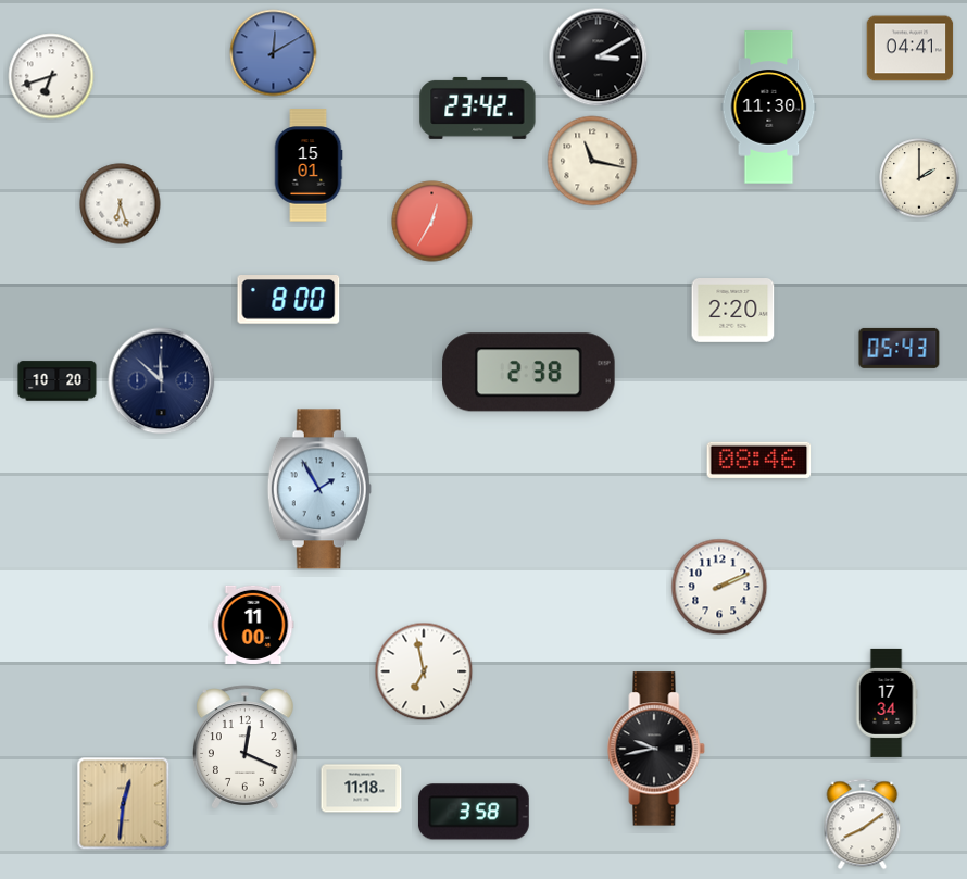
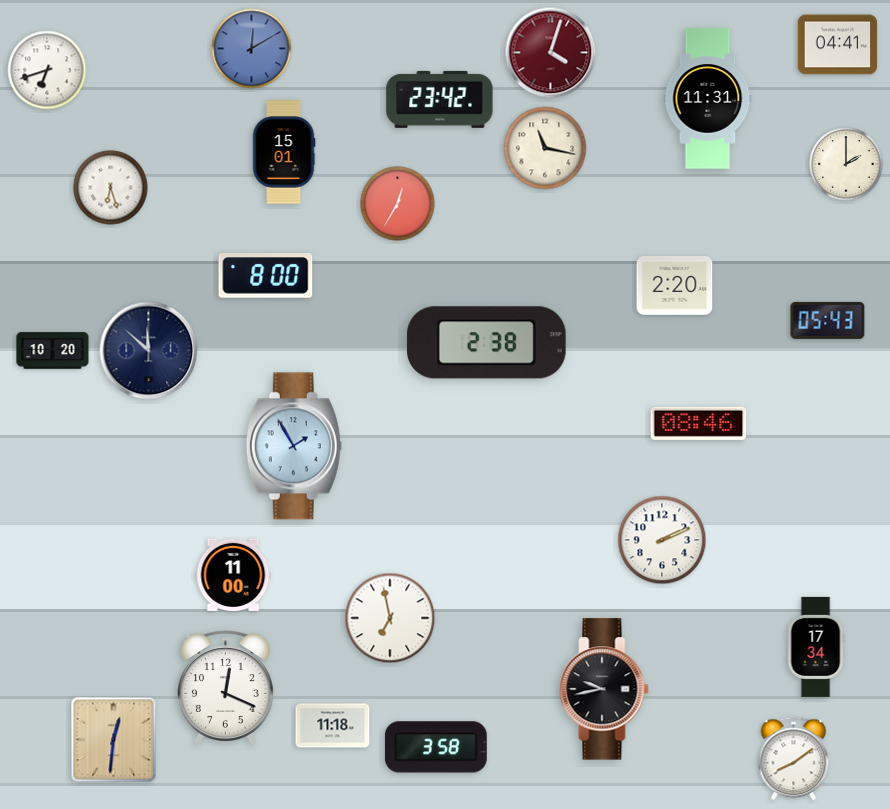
clock at (599, 58): 3:10 -> 4:03
clock at (599, 58) dial: black -> burgundy
clock at (769, 108): 11:30 -> 11:31
clock at (319, 489) position: (319, 489) -> (294, 446)
